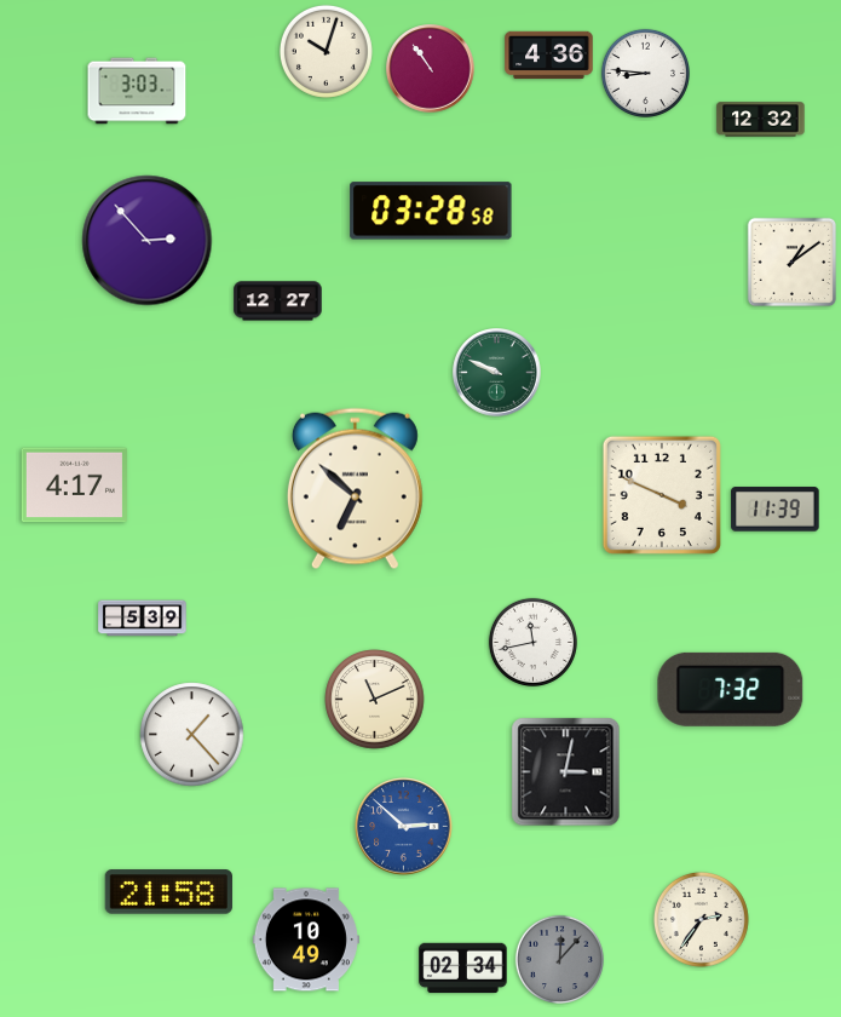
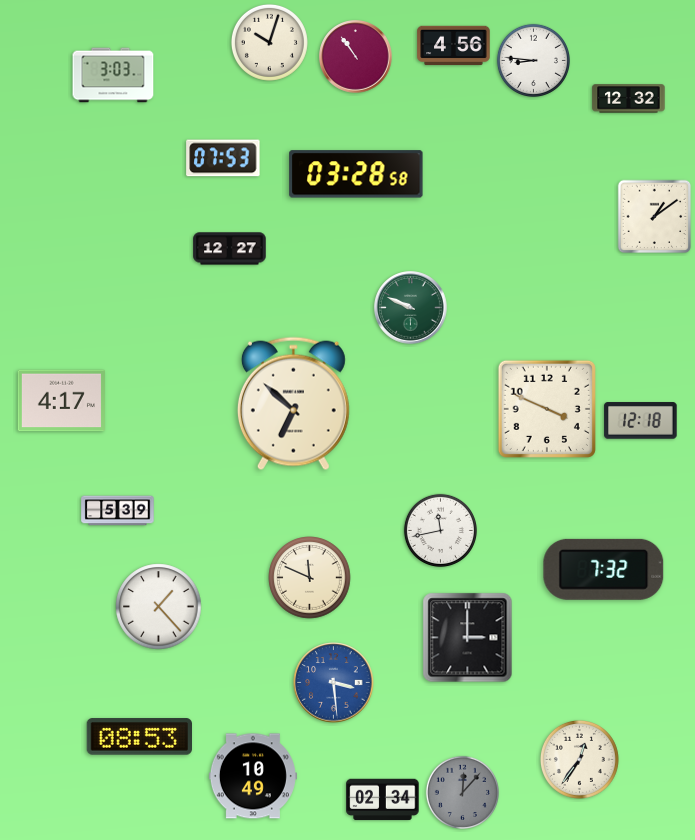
clock at (549, 56): 4:36 -> 4:56
clock at (223, 158): none -> 07:53
clock at (148, 241): 2:53 -> none
clock at (776, 510): 11:39 -> 12:18
clock at (375, 700): 11:11 -> 11:49
clock at (566, 772): 3:02 -> 3:00
clock at (404, 827): 2:52 -> 3:29
clock at (168, 892): 21:58 -> 08:53
clock at (701, 919): 2:36 -> 12:36
